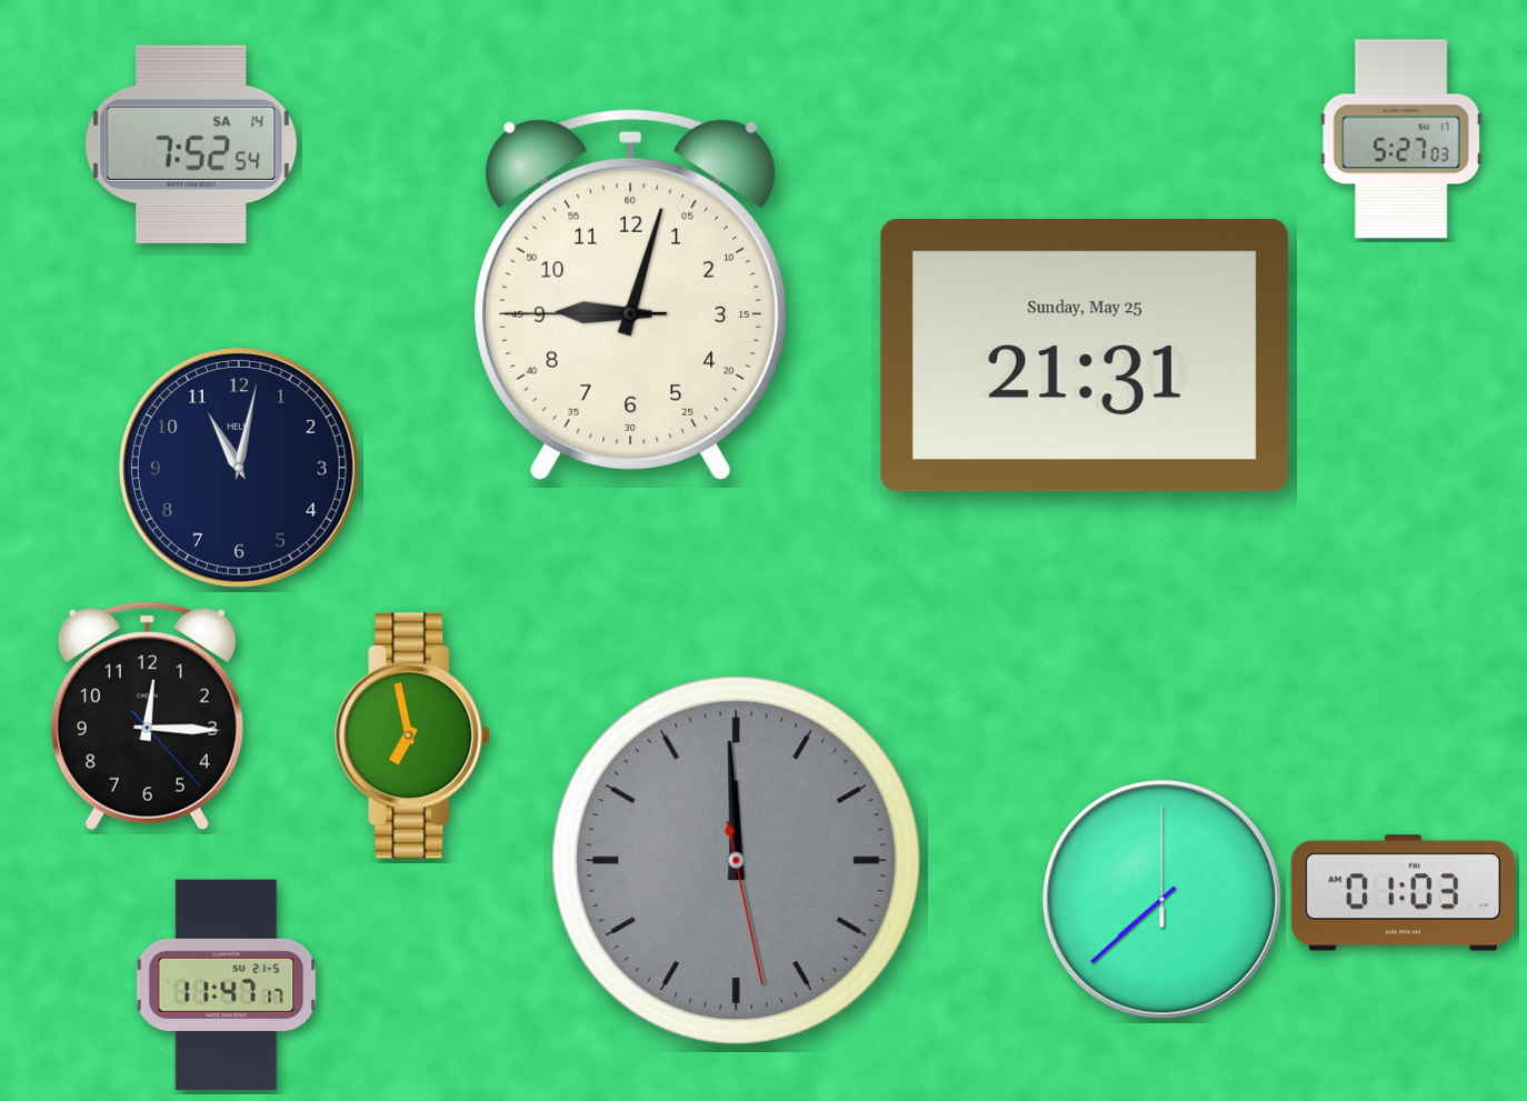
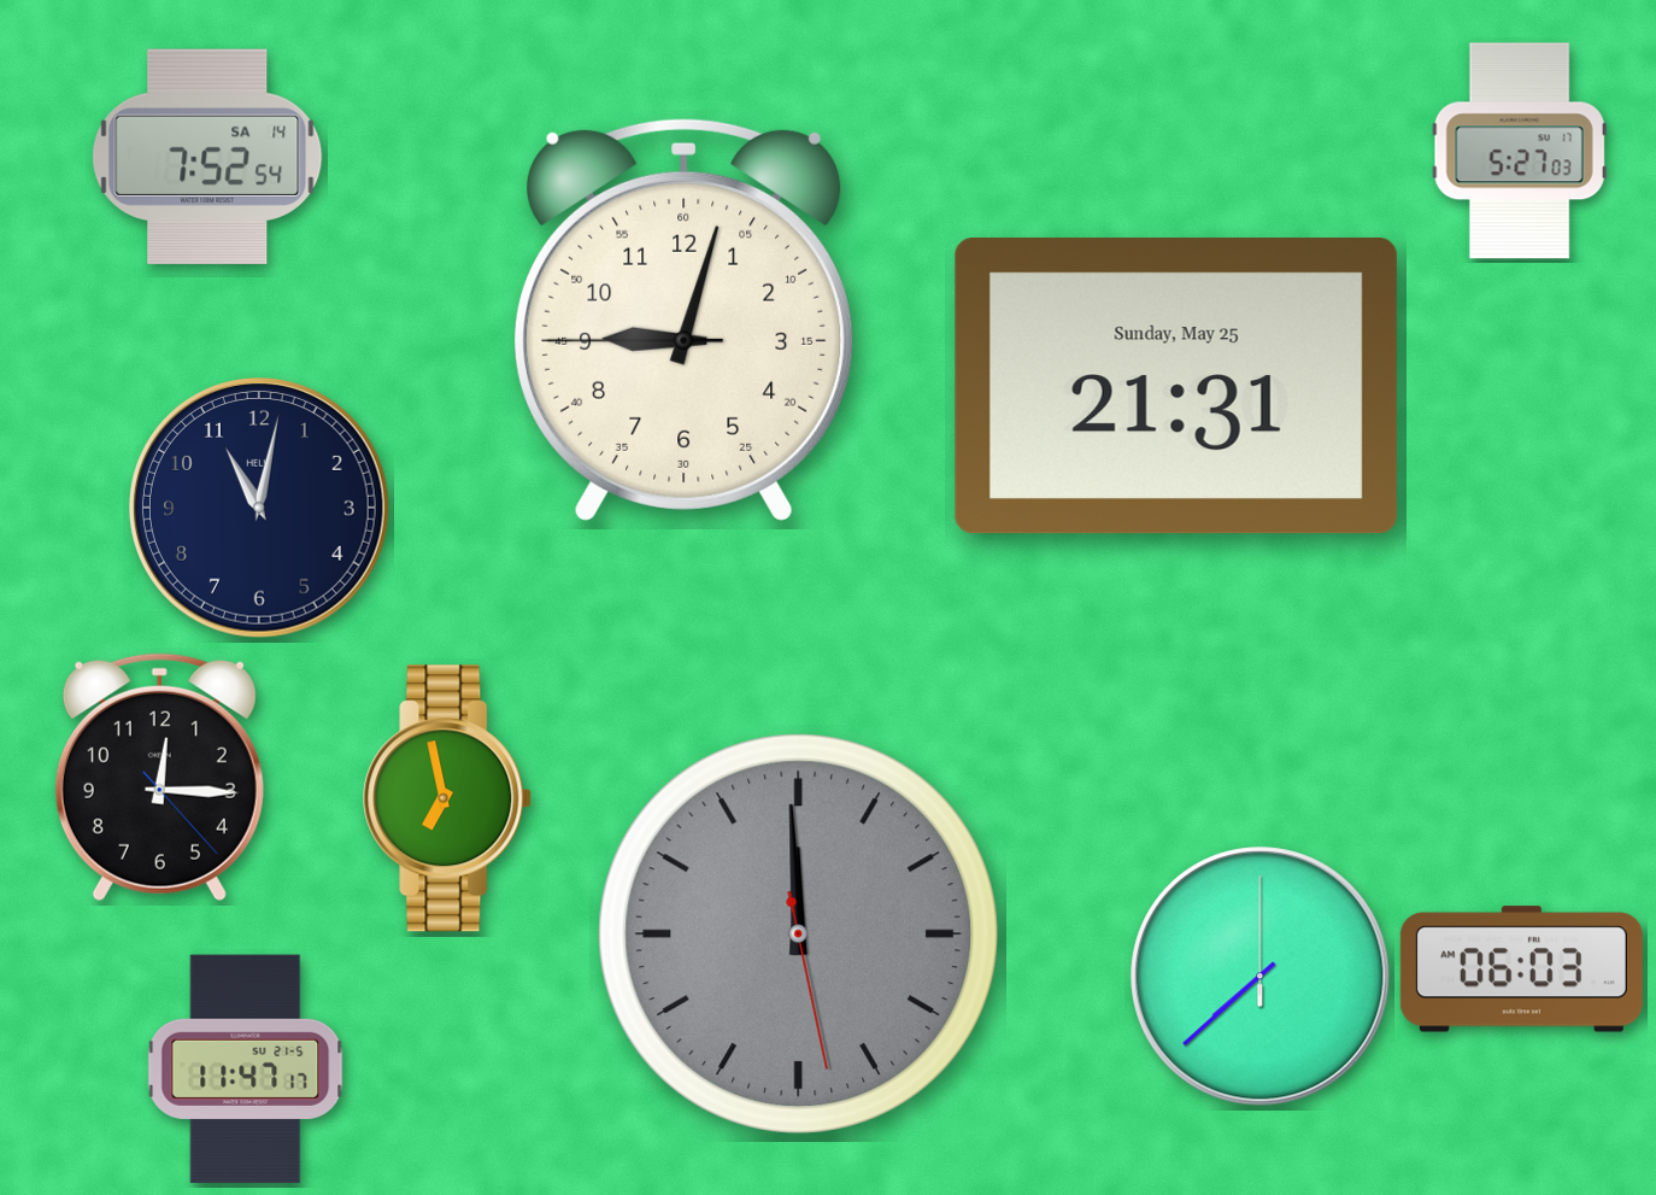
clock at (1403, 893): 01:03 -> 06:03
